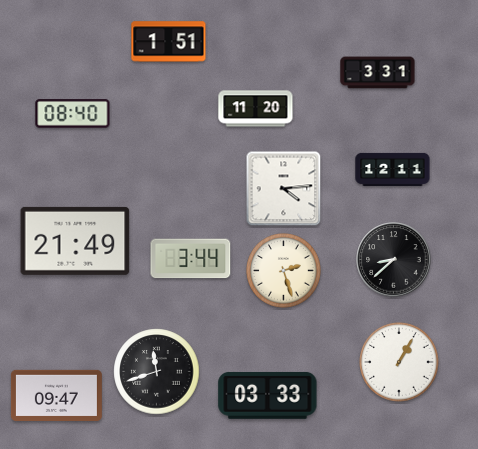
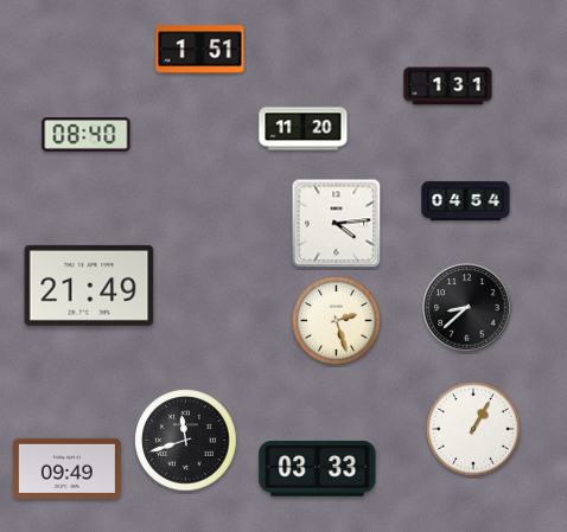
clock at (378, 73): 3:31 -> 1:31
clock at (393, 169): 12:11 -> 04:54
clock at (191, 259): 3:44 -> none
clock at (56, 395): 09:47 -> 09:49
